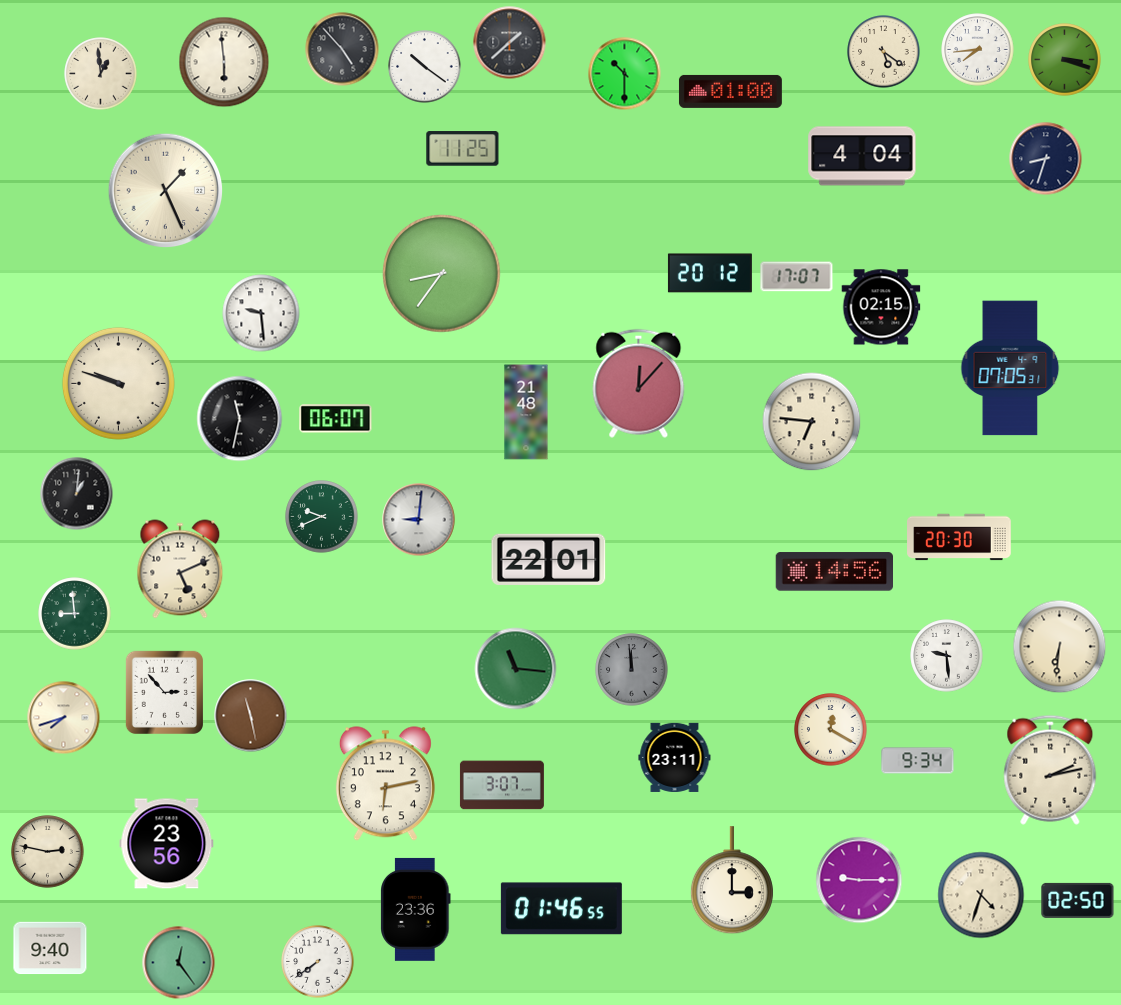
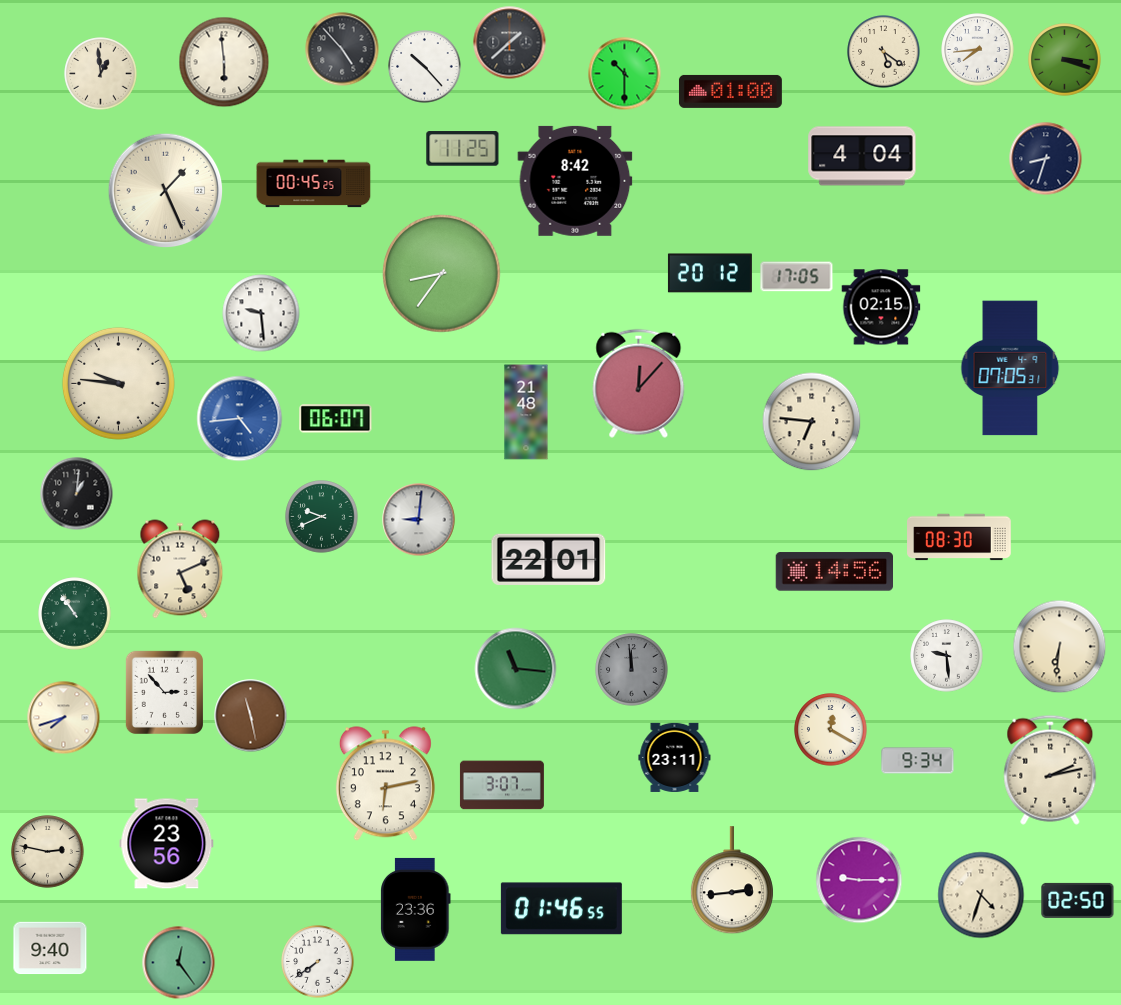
clock at (425, 67): 10:21 -> 10:23
clock at (575, 181): none -> 8:42
clock at (314, 184): none -> 00:45
clock at (797, 277): 17:07 -> 17:05
clock at (118, 383): 9:48 -> 9:46
clock at (240, 419): 11:32 -> 4:44
clock at (240, 419) dial: black -> blue
clock at (959, 537): 20:30 -> 08:30
clock at (75, 614): 8:59 -> 10:54
clock at (732, 881): 3:00 -> 2:44
